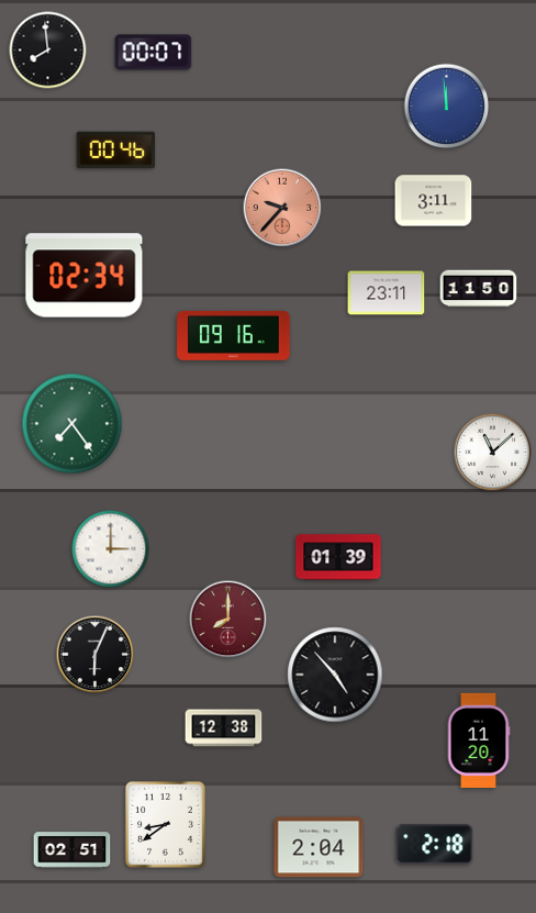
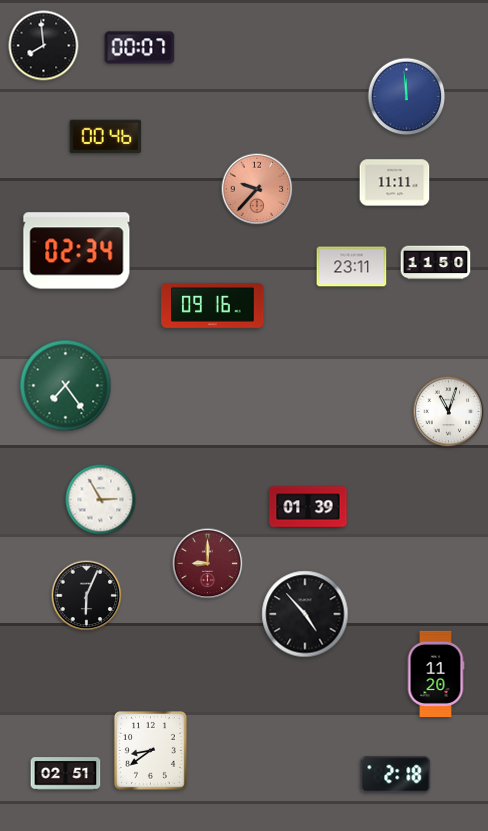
clock at (434, 201): 3:11 -> 11:11
clock at (493, 453): 11:08 -> 11:03
clock at (111, 549): 3:00 -> 2:55
clock at (228, 620): 8:00 -> 9:00
clock at (224, 728): 12:38 -> none
clock at (435, 845) position: (435, 845) -> (396, 775)
clock at (319, 847): 2:04 -> none
